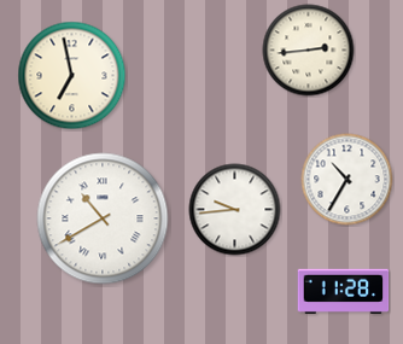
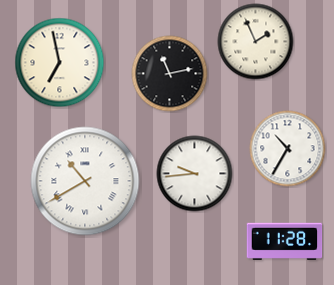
clock at (309, 51): 2:44 -> 1:56
clock at (170, 74): none -> 11:13
